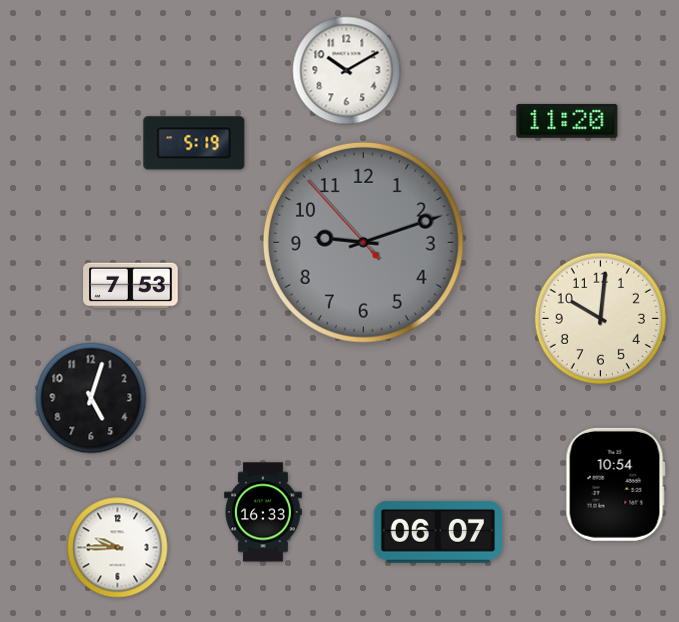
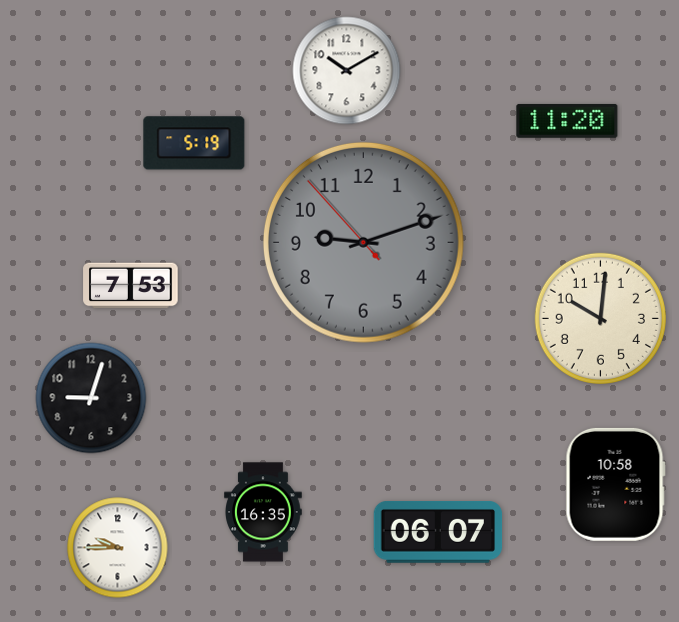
clock at (91, 398): 5:03 -> 9:03
clock at (615, 484): 10:54 -> 10:58
clock at (264, 512): 16:33 -> 16:35
